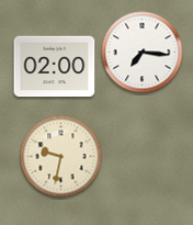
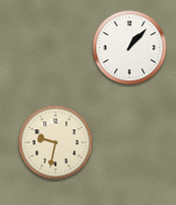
clock at (143, 53): 7:16 -> 1:07
clock at (55, 67): 02:00 -> none
